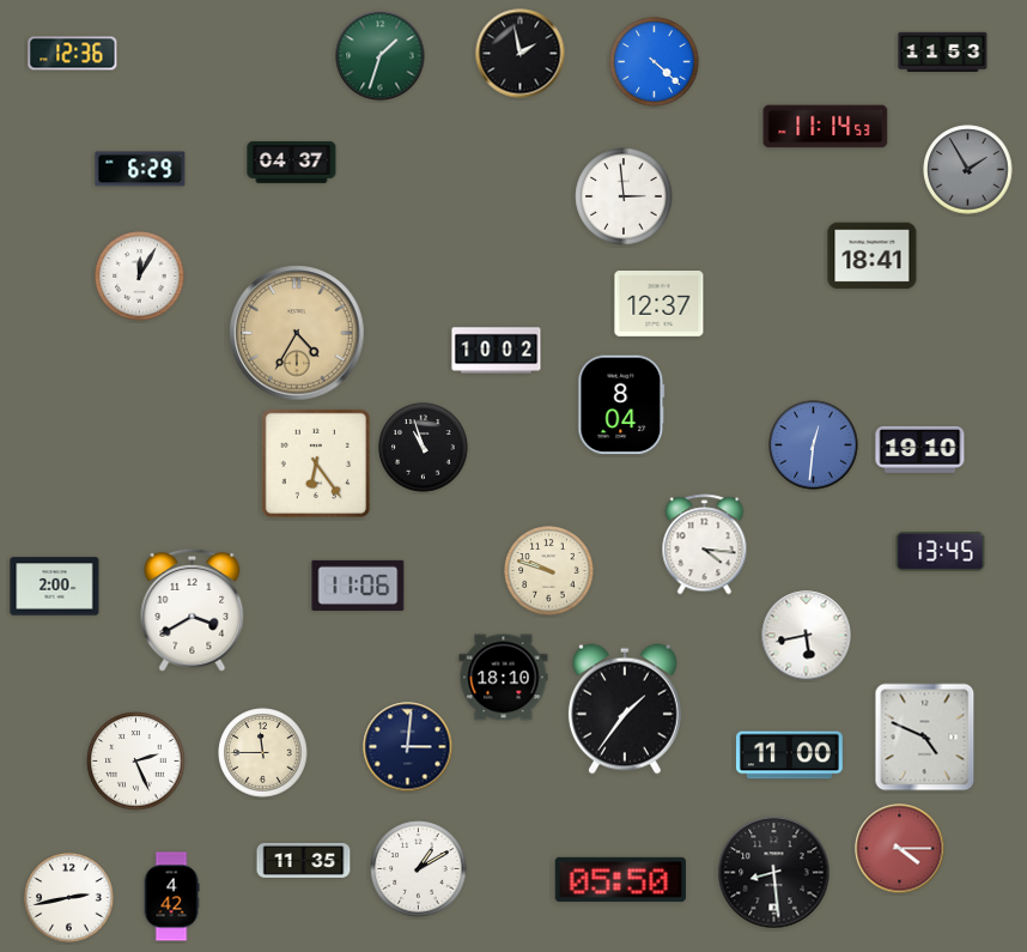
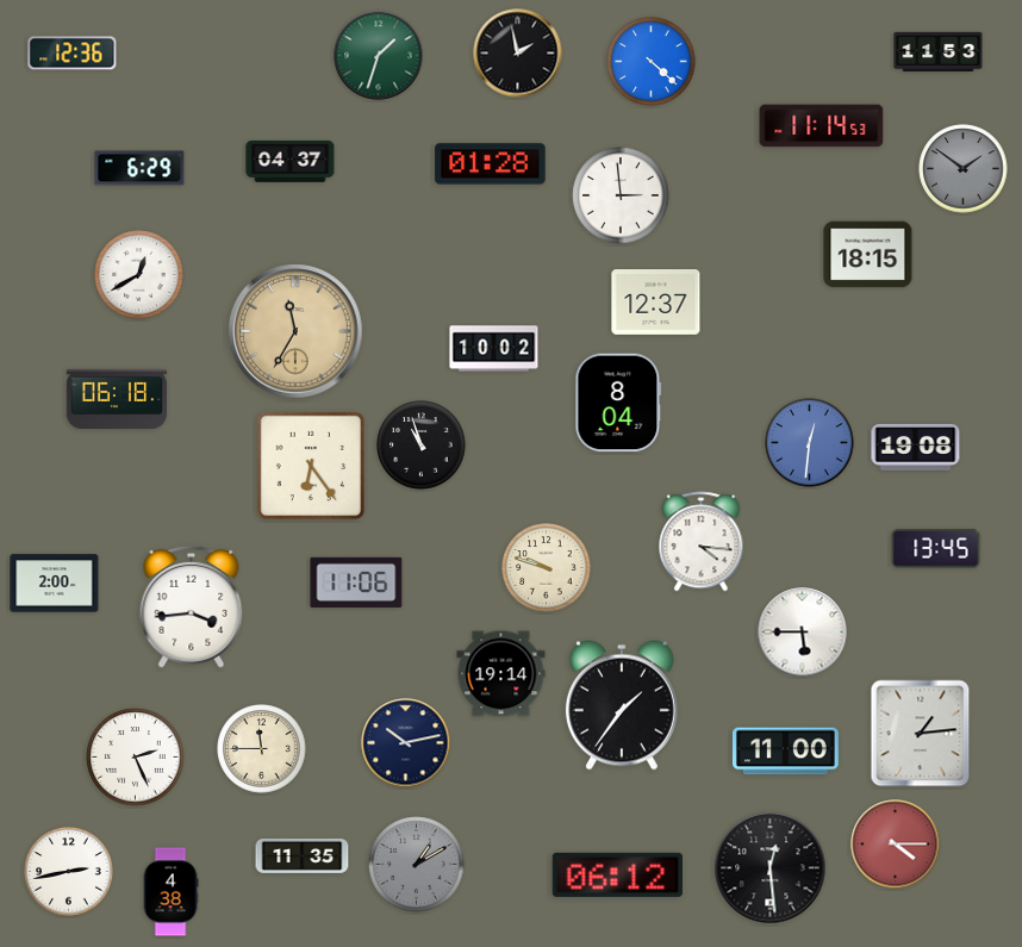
clock at (491, 164): none -> 01:28
clock at (968, 170): 1:55 -> 1:51
clock at (873, 256): 18:41 -> 18:15
clock at (140, 277): 12:05 -> 12:40
clock at (297, 333): 4:35 -> 11:35
clock at (117, 398): none -> 06:18
clock at (920, 449): 19:10 -> 19:08
clock at (316, 463) position: (316, 463) -> (311, 466)
clock at (193, 610): 3:40 -> 3:44
clock at (807, 636): 5:43 -> 5:45
clock at (504, 678): 18:10 -> 19:14
clock at (925, 738): 4:49 -> 1:14
clock at (408, 747): 3:01 -> 10:13
clock at (419, 869) dial: white -> grey
clock at (774, 873): 8:29 -> 12:29
clock at (620, 879): 05:50 -> 06:12
clock at (171, 897): 4:42 -> 4:38
clock at (69, 898) position: (69, 898) -> (69, 872)
